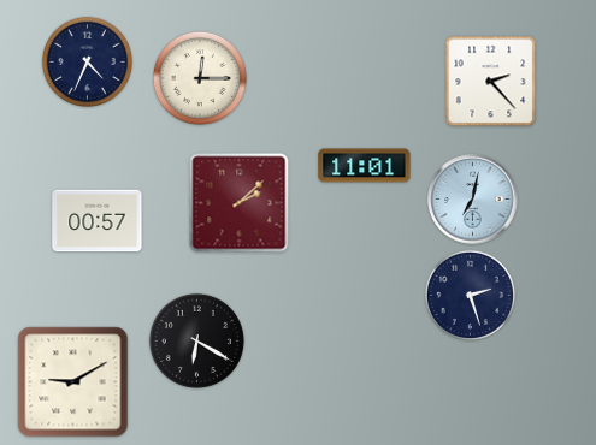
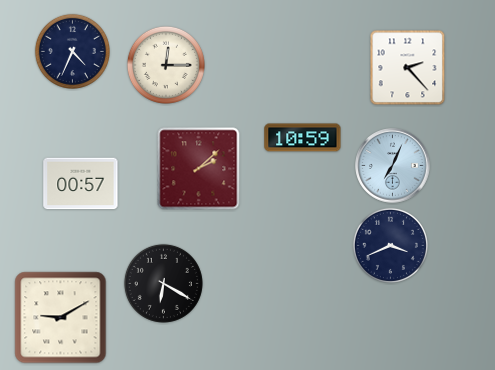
clock at (365, 166): 11:01 -> 10:59
clock at (473, 200): 7:02 -> 7:04
clock at (470, 295): 2:27 -> 3:41
